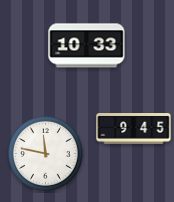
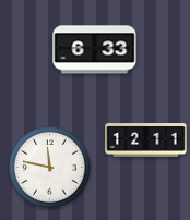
clock at (87, 46): 10:33 -> 6:33
clock at (134, 129): 9:45 -> 12:11
